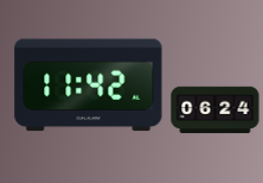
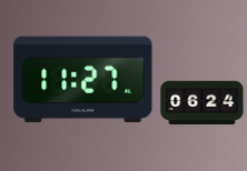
clock at (89, 86): 11:42 -> 11:27
